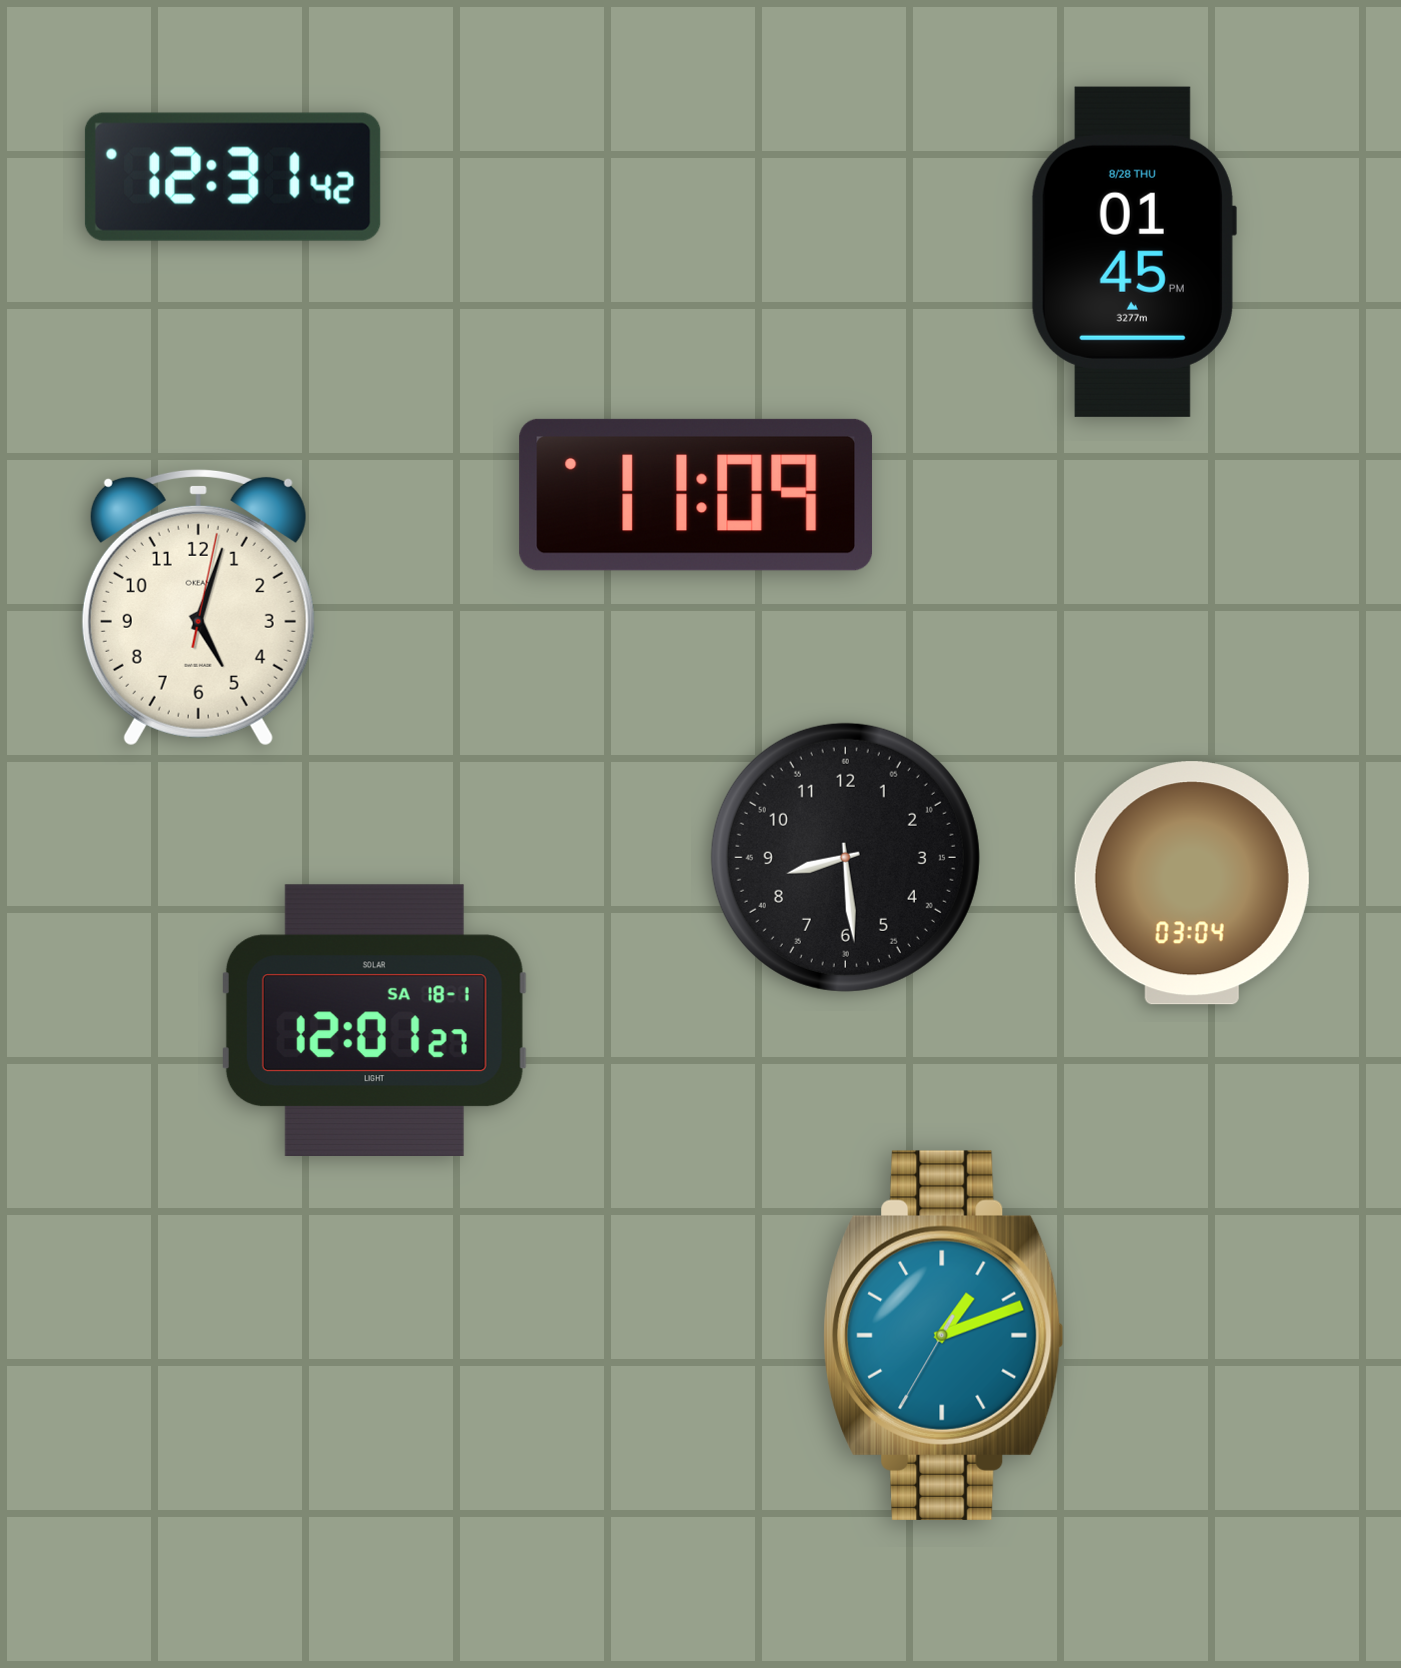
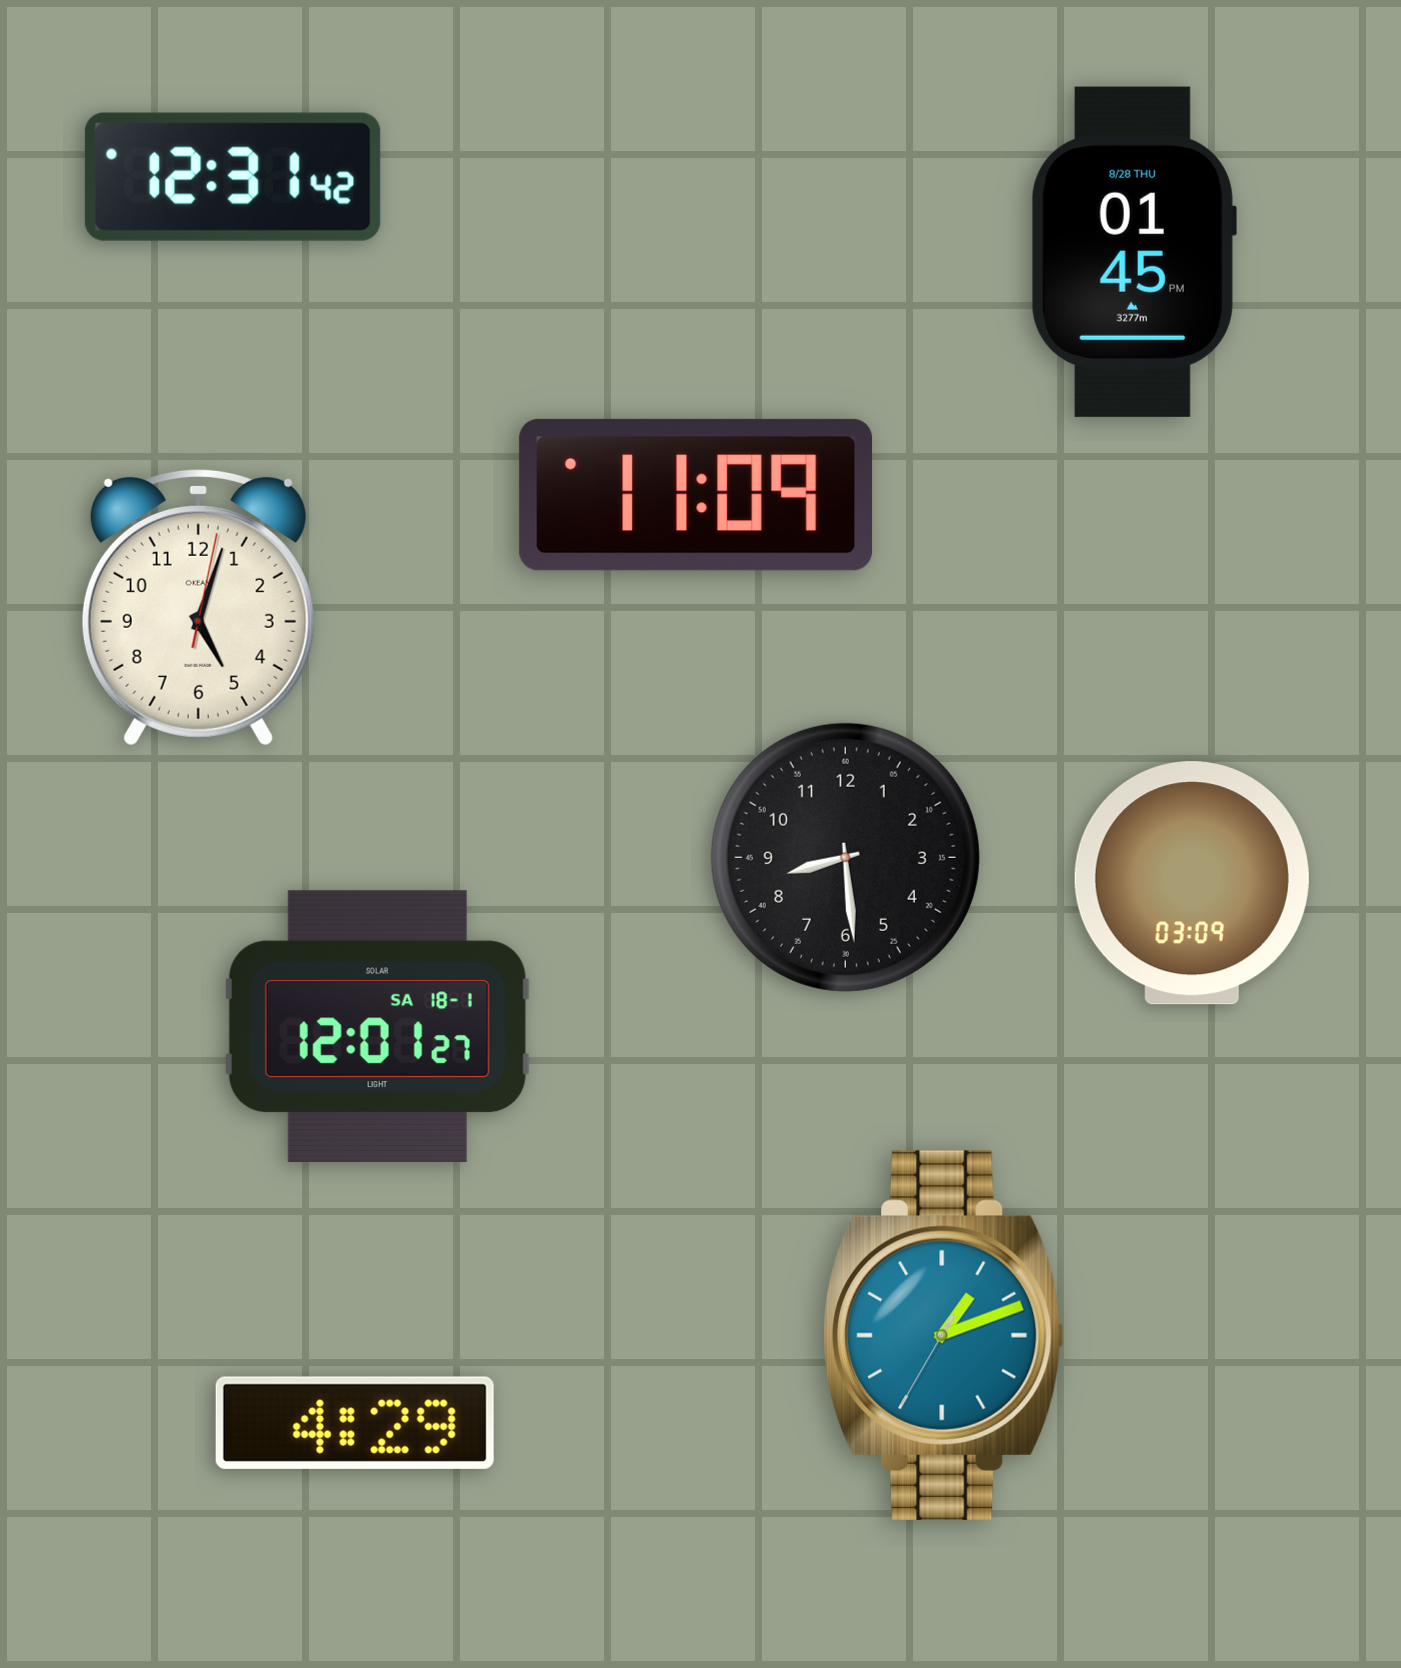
clock at (1192, 883): 03:04 -> 03:09
clock at (374, 1020) position: (374, 1020) -> (377, 1026)
clock at (355, 1423): none -> 4:29
